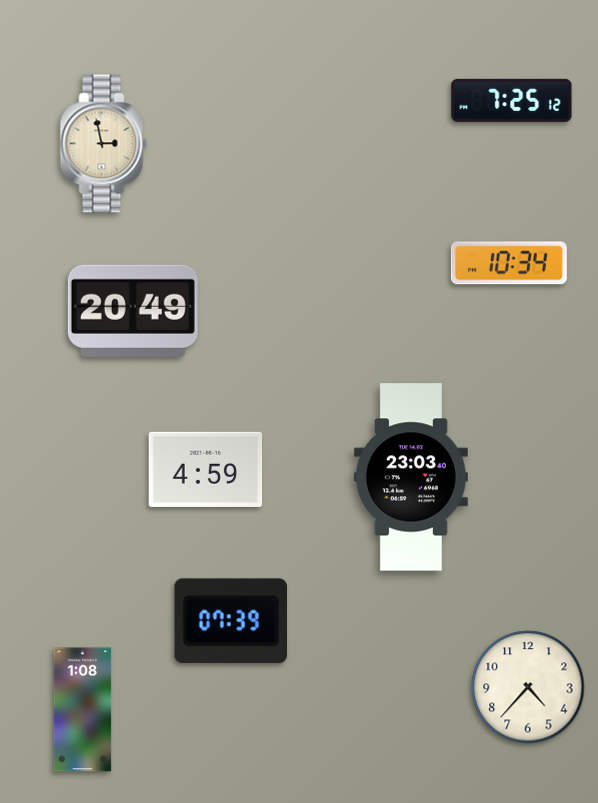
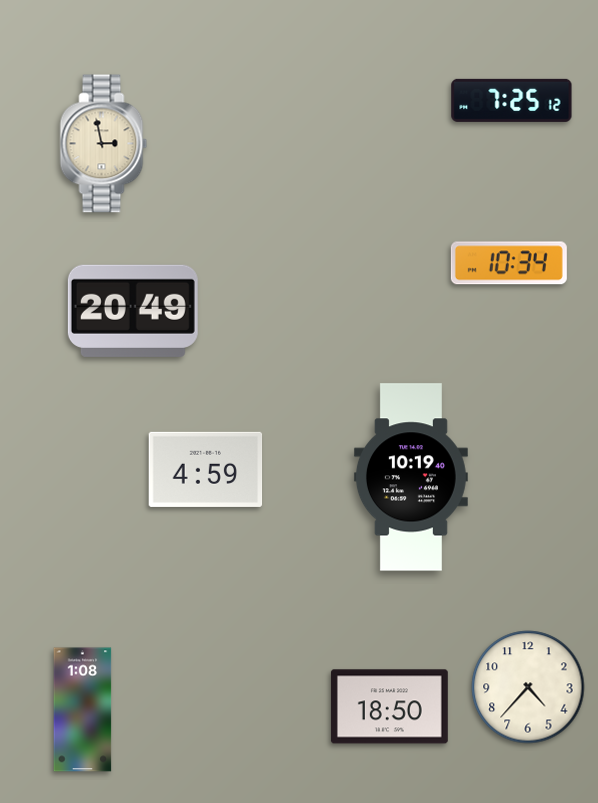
clock at (411, 477): 23:03 -> 10:19
clock at (231, 621): 07:39 -> none
clock at (389, 707): none -> 18:50
